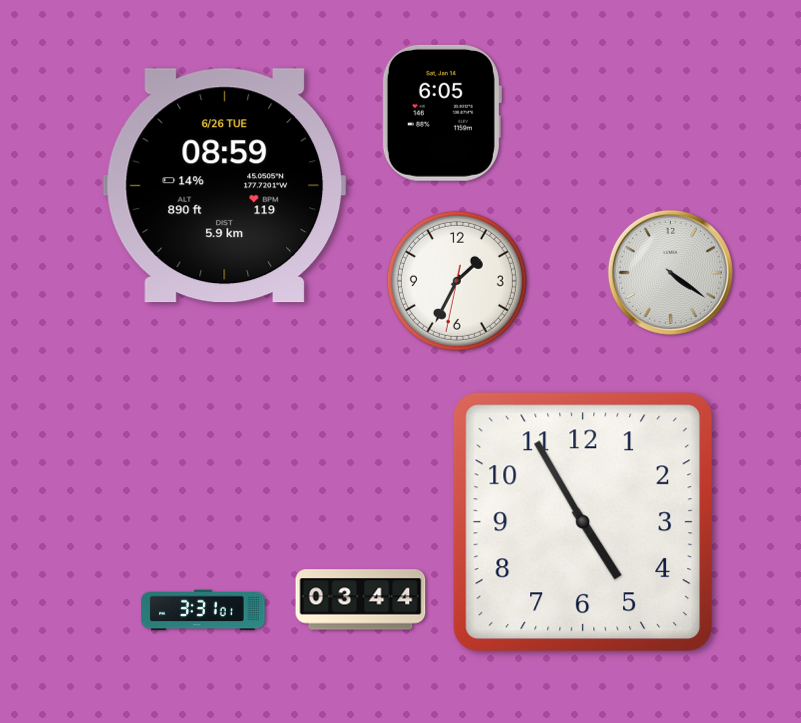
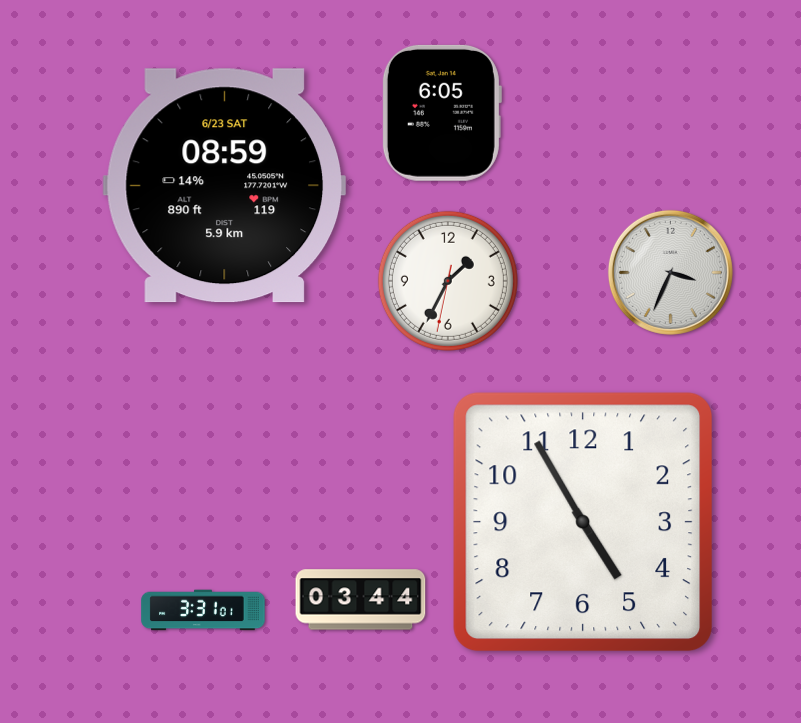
clock at (224, 186) date: 6/26 TUE -> 6/23 SAT
clock at (670, 272): 4:21 -> 3:34
clock at (457, 281) position: (457, 281) -> (448, 281)
